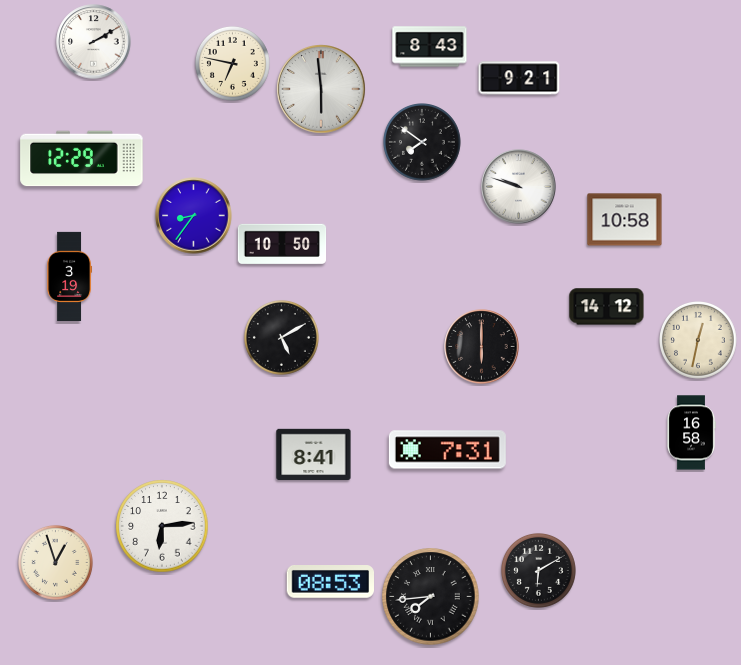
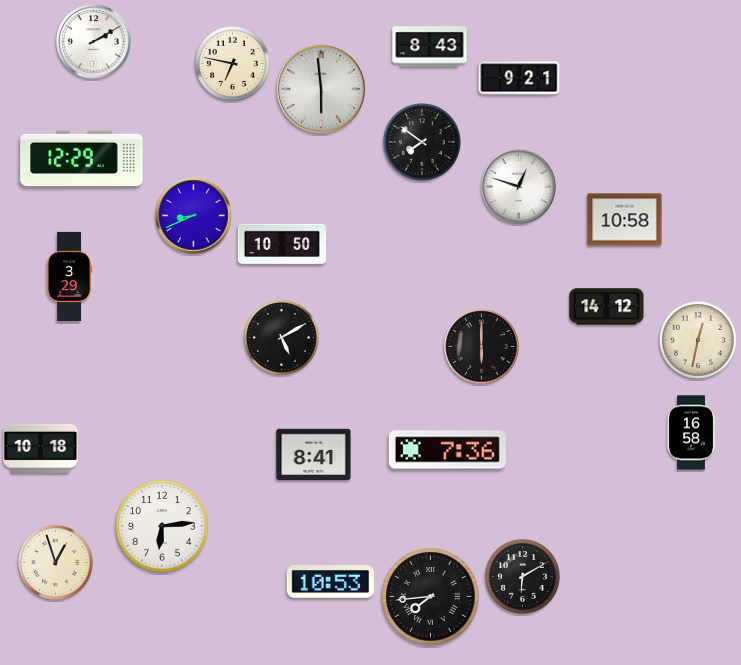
clock at (519, 187): 9:48 -> 12:48
clock at (194, 216): 8:36 -> 8:41
clock at (69, 276): 3:19 -> 3:29
clock at (41, 448): none -> 10:18
clock at (447, 450): 7:31 -> 7:36
clock at (538, 570) position: (538, 570) -> (522, 576)
clock at (331, 582): 08:53 -> 10:53
